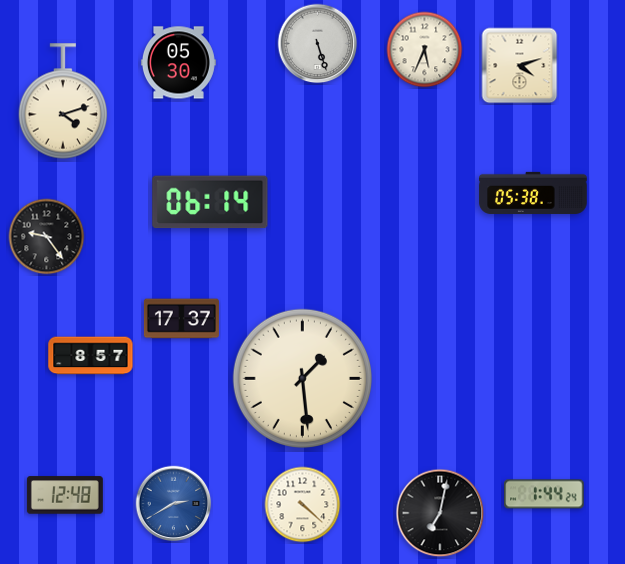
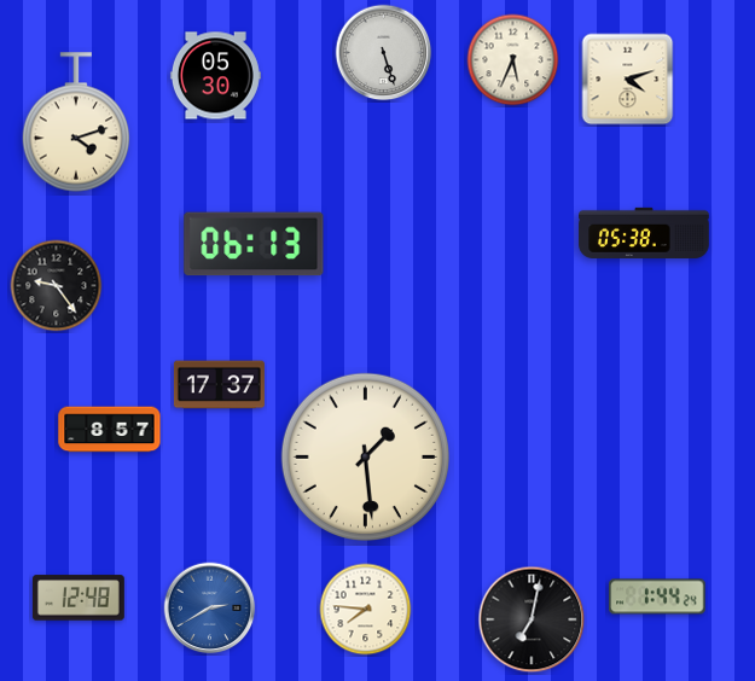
clock at (210, 202): 06:14 -> 06:13
clock at (303, 505): 4:22 -> 7:46
